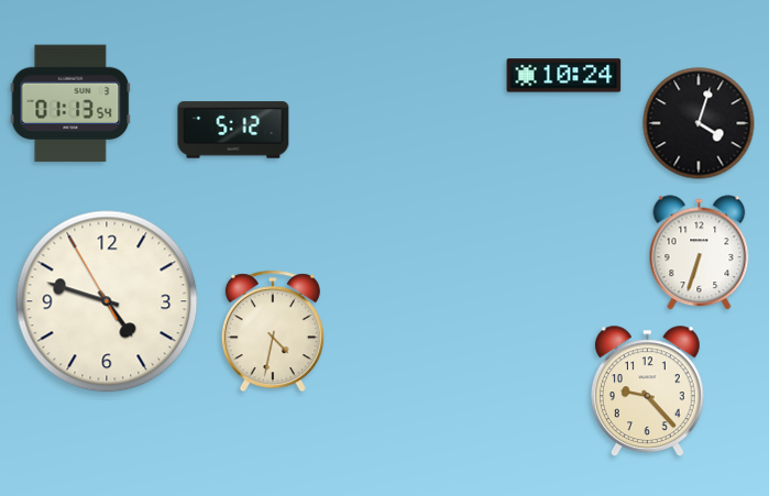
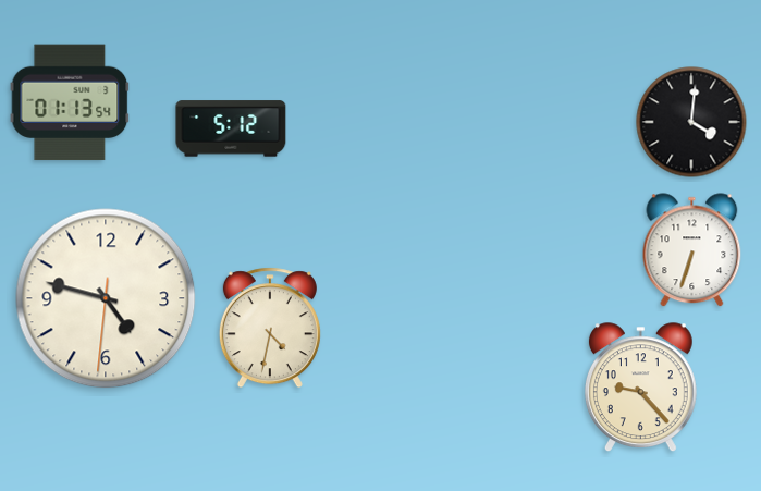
clock at (564, 76): 10:24 -> none
clock at (699, 123): 4:03 -> 4:01
clock at (107, 301): 4:47:55 -> 4:47:31
